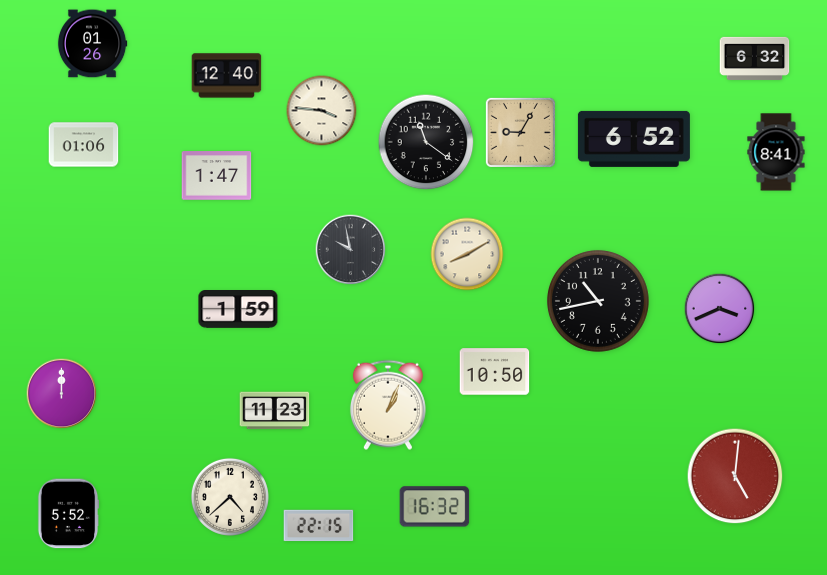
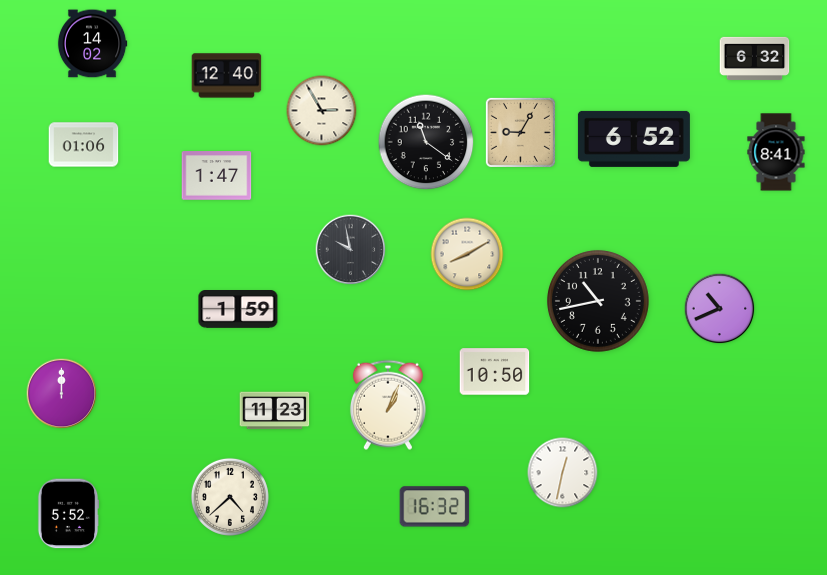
clock at (92, 44): 01:26 -> 14:02
clock at (322, 111): 3:46 -> 2:55
clock at (720, 309): 3:41 -> 10:41
clock at (563, 473): none -> 12:32
clock at (735, 476): 5:01 -> none
clock at (319, 526): 22:15 -> none
